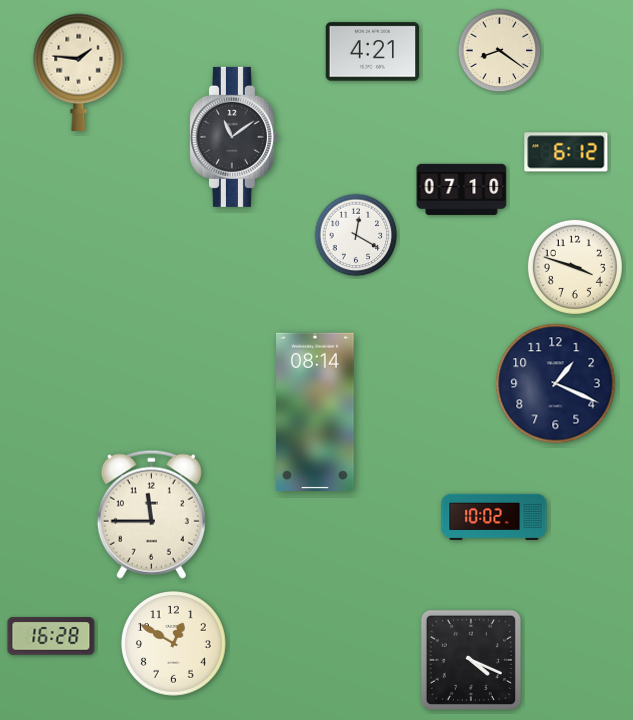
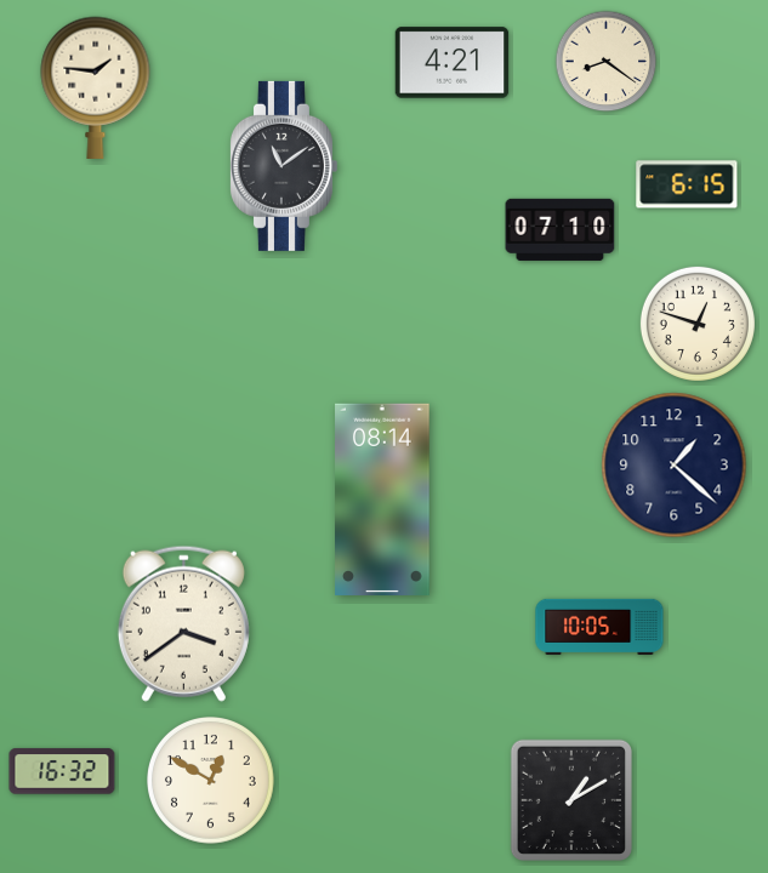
clock at (566, 152): 6:12 -> 6:15
clock at (356, 235): 12:20 -> none
clock at (575, 267): 3:48 -> 12:48
clock at (556, 384): 1:19 -> 1:22
clock at (151, 514): 11:45 -> 3:39
clock at (494, 517): 10:02 -> 10:05
clock at (51, 636): 16:28 -> 16:32
clock at (471, 660): 4:19 -> 1:10
